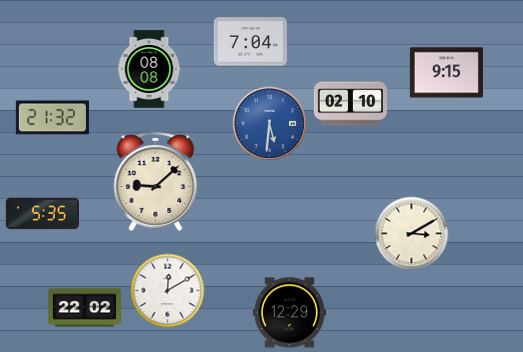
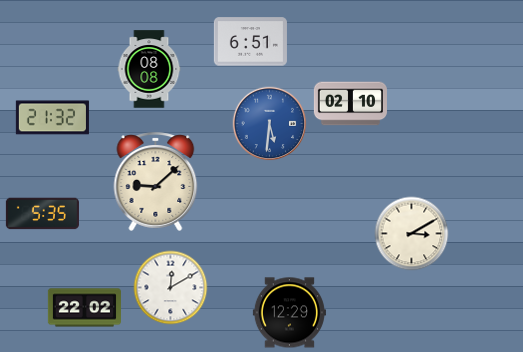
clock at (250, 42): 7:04 -> 6:51
clock at (446, 73): 9:15 -> none
clock at (168, 291) position: (168, 291) -> (171, 288)
